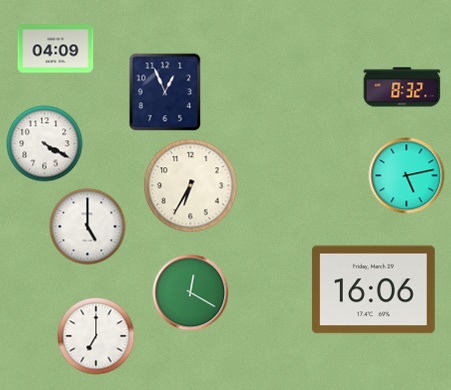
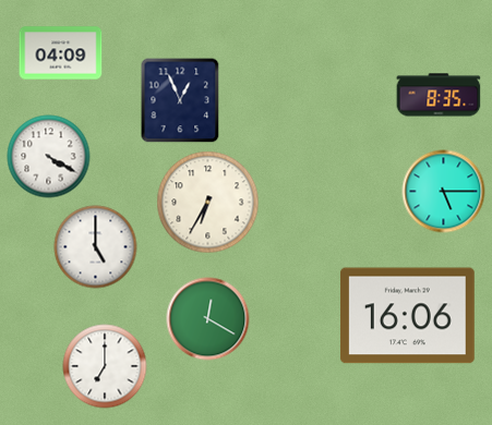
clock at (402, 87): 8:32 -> 8:35
clock at (407, 176): 5:13 -> 5:15
